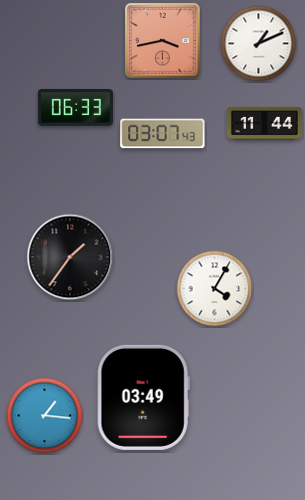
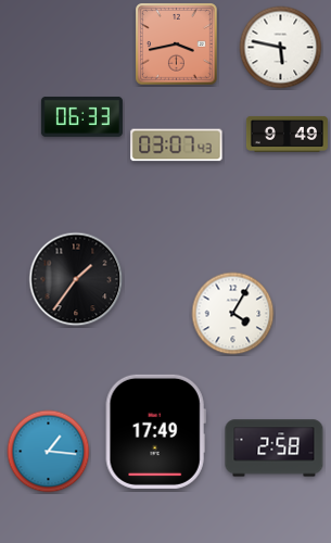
clock at (259, 44): 1:11 -> 5:47
clock at (264, 123): 11:44 -> 9:49
clock at (143, 397): 03:49 -> 17:49
clock at (275, 449): none -> 2:58
